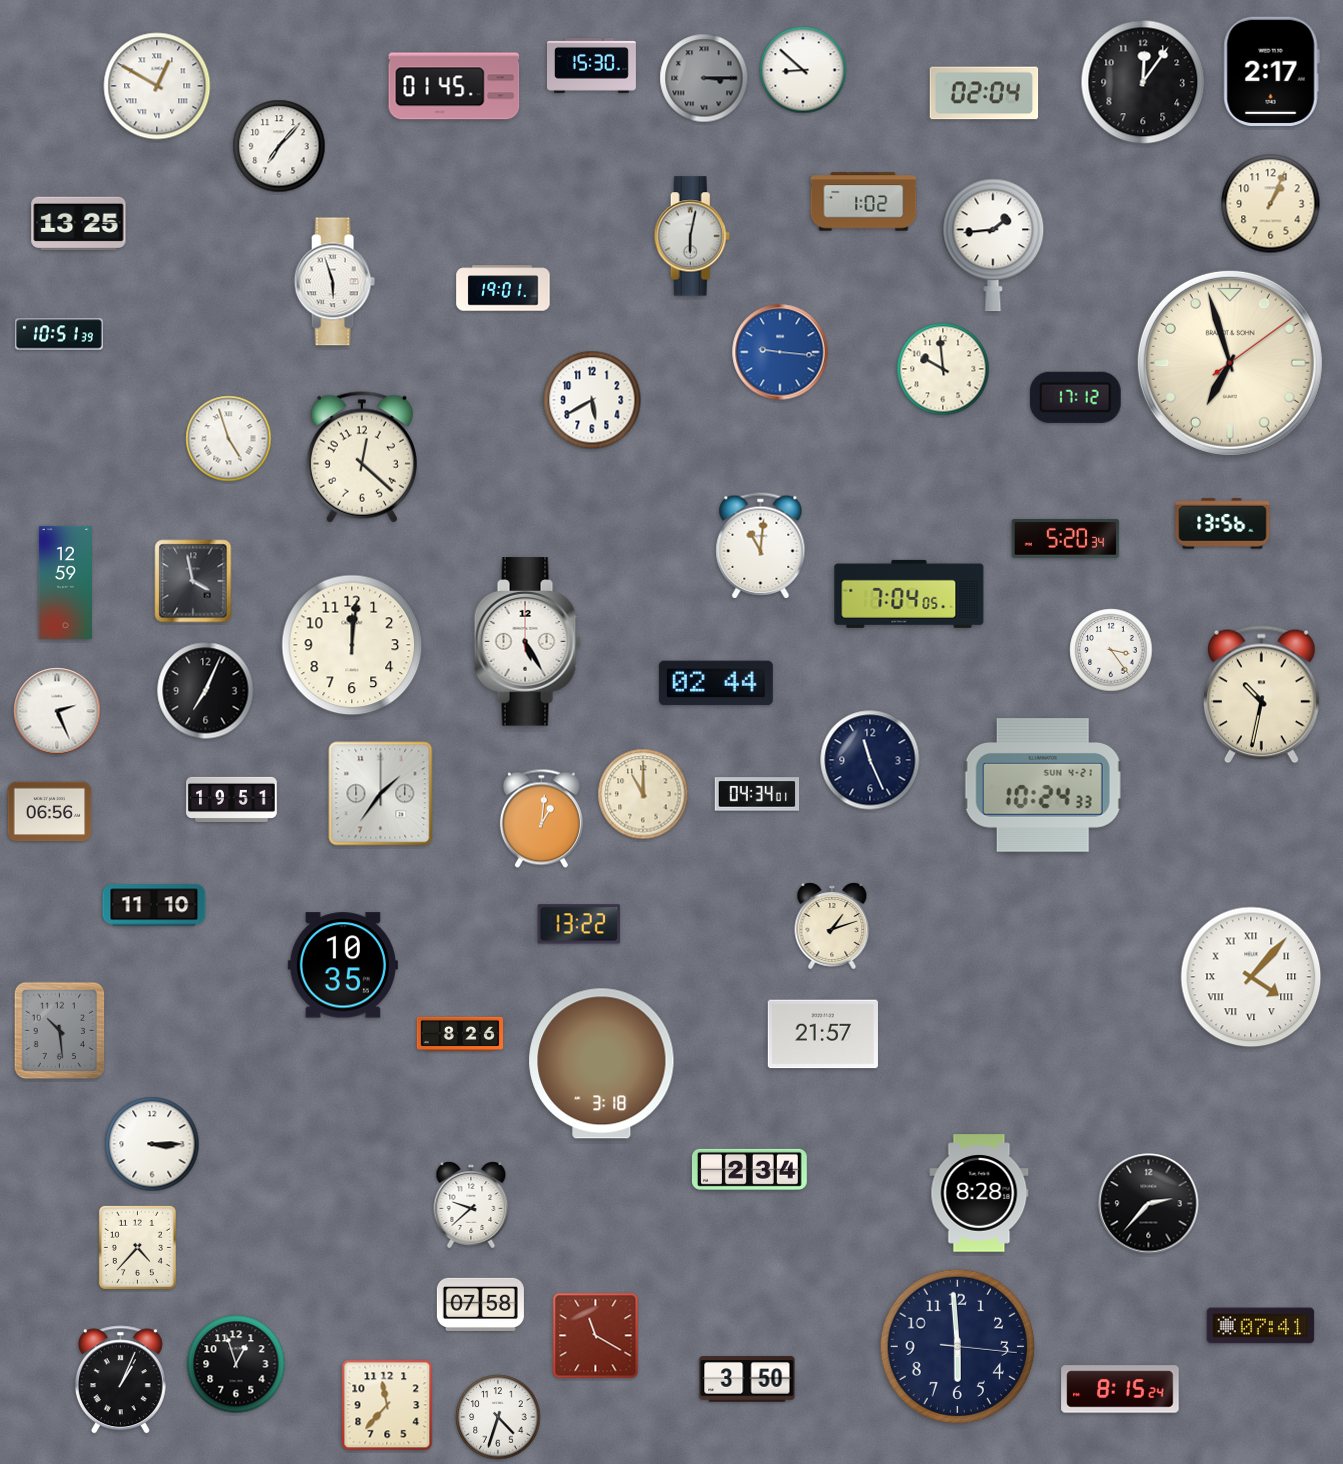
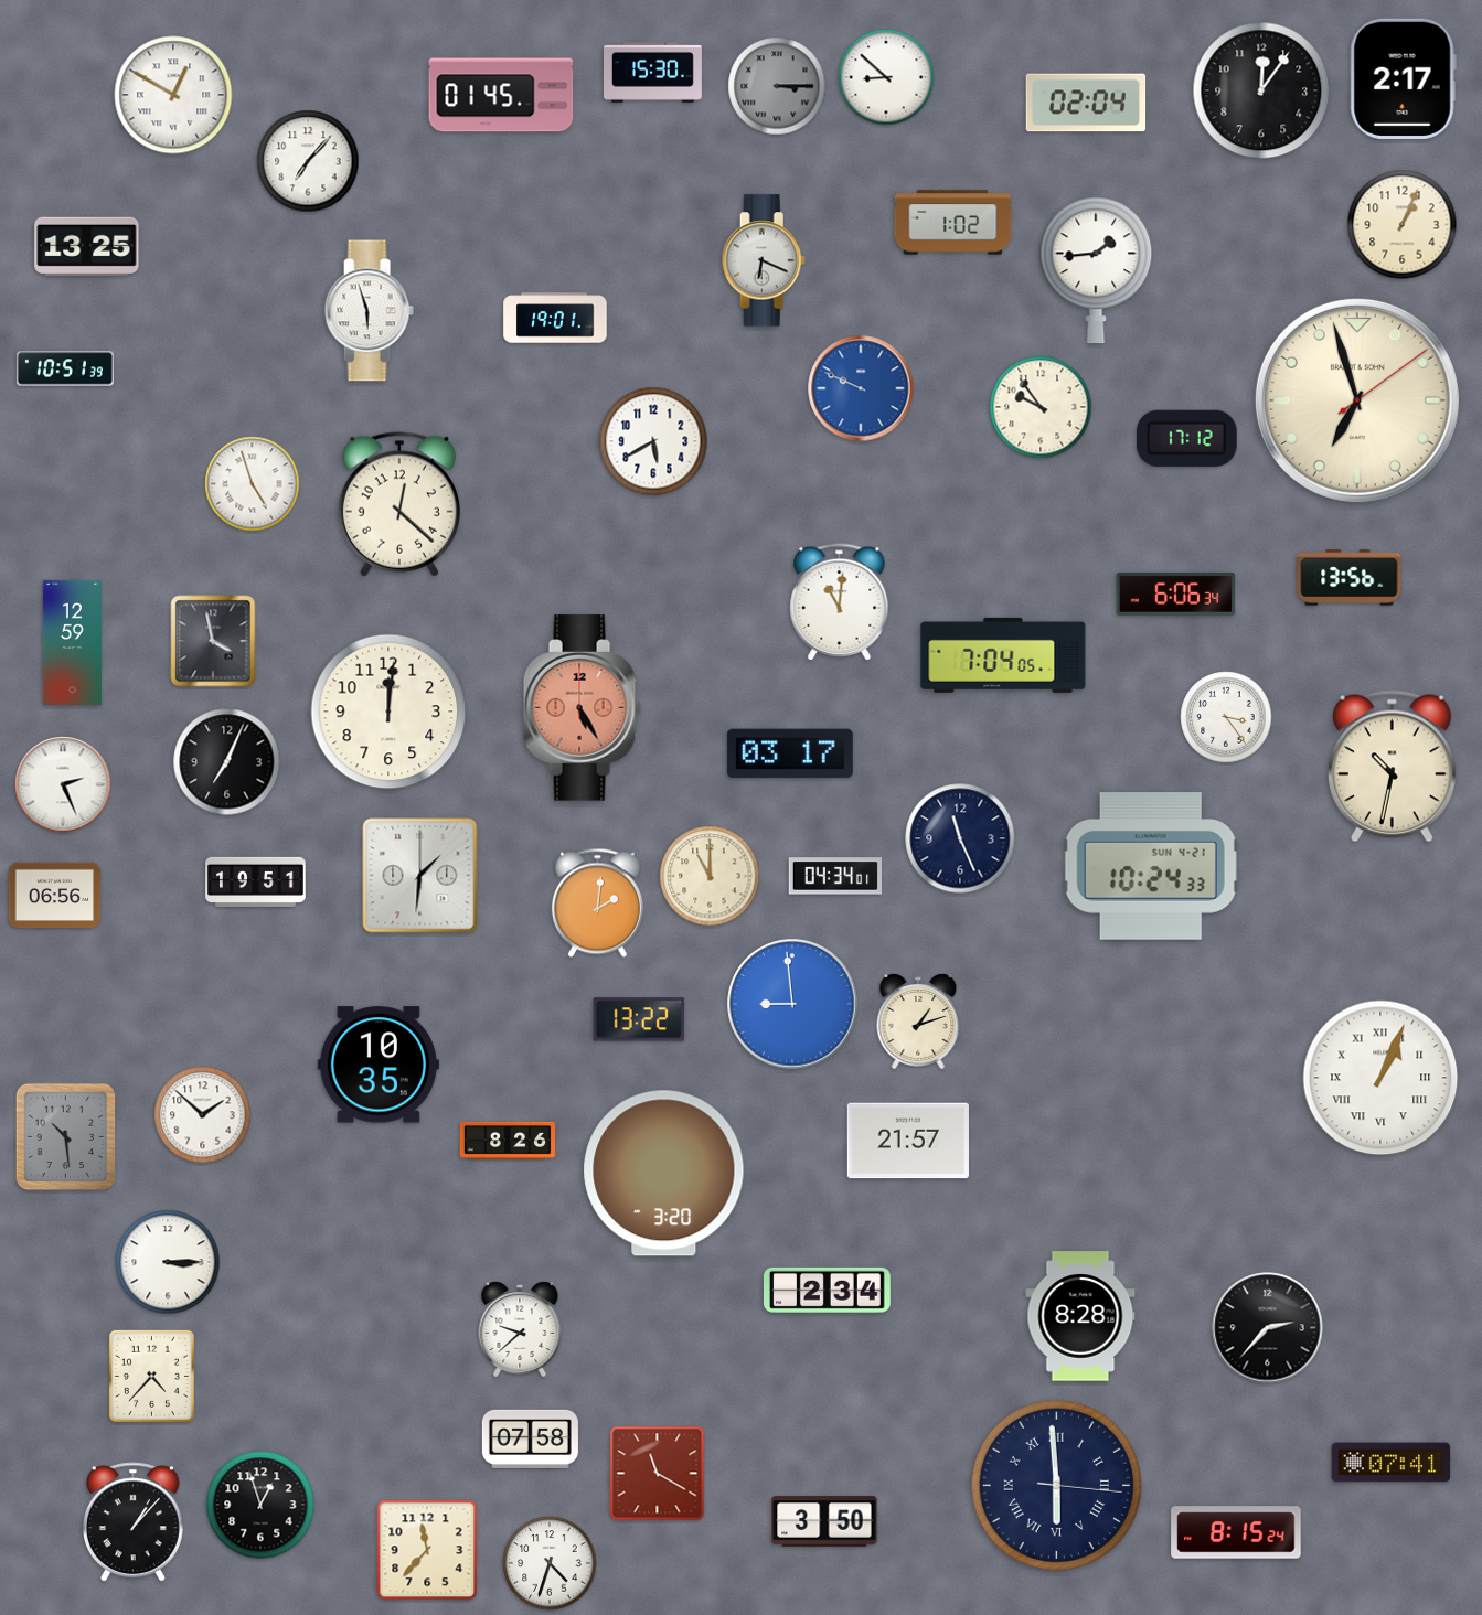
clock at (692, 236): 6:02 -> 6:19
clock at (780, 352): 9:16 -> 9:49
clock at (943, 369): 9:59 -> 9:54
clock at (1066, 538): 5:20 -> 6:06
clock at (527, 642) dial: white -> salmon
clock at (716, 683): 02:44 -> 03:17
clock at (381, 794): 1:36 -> 1:31
clock at (541, 819): 1:01 -> 2:01
clock at (154, 905): 11:10 -> none
clock at (792, 1004): none -> 8:59
clock at (1251, 977): 4:07 -> 1:04
clock at (203, 1115): none -> 1:52
clock at (602, 1064): 3:18 -> 3:20
clock at (957, 1346) numerals: Arabic -> Roman
clock at (120, 1380): 1:04 -> 1:07
